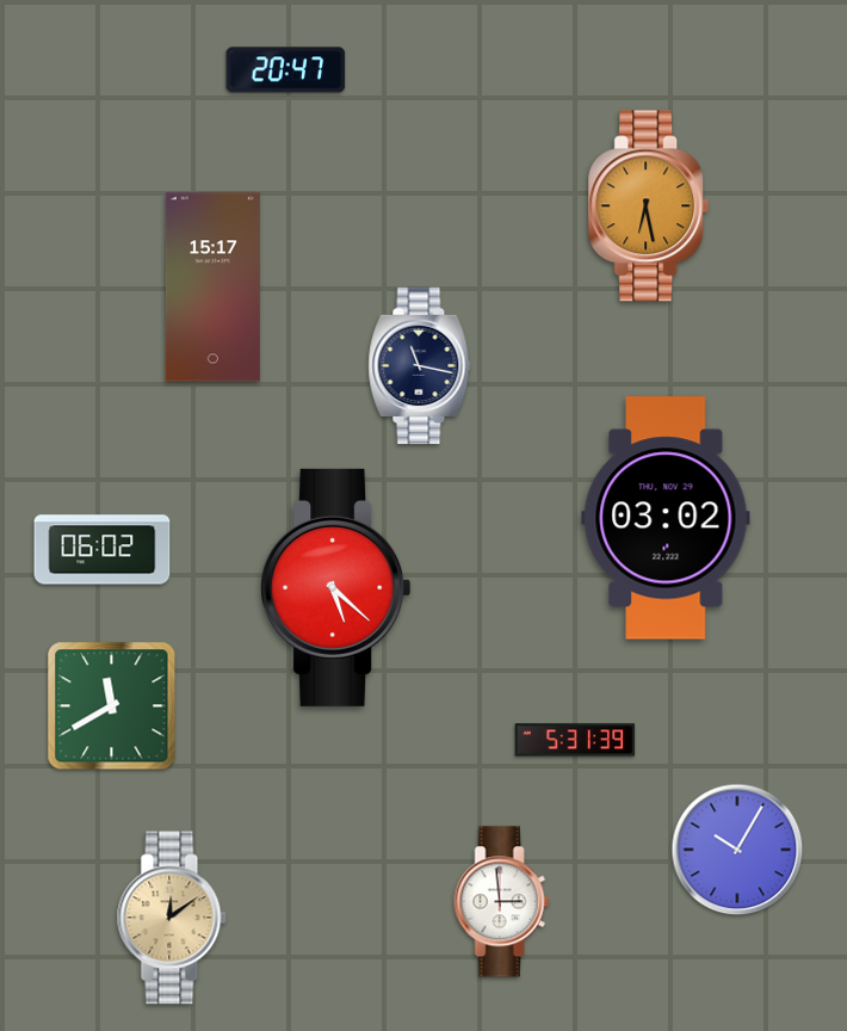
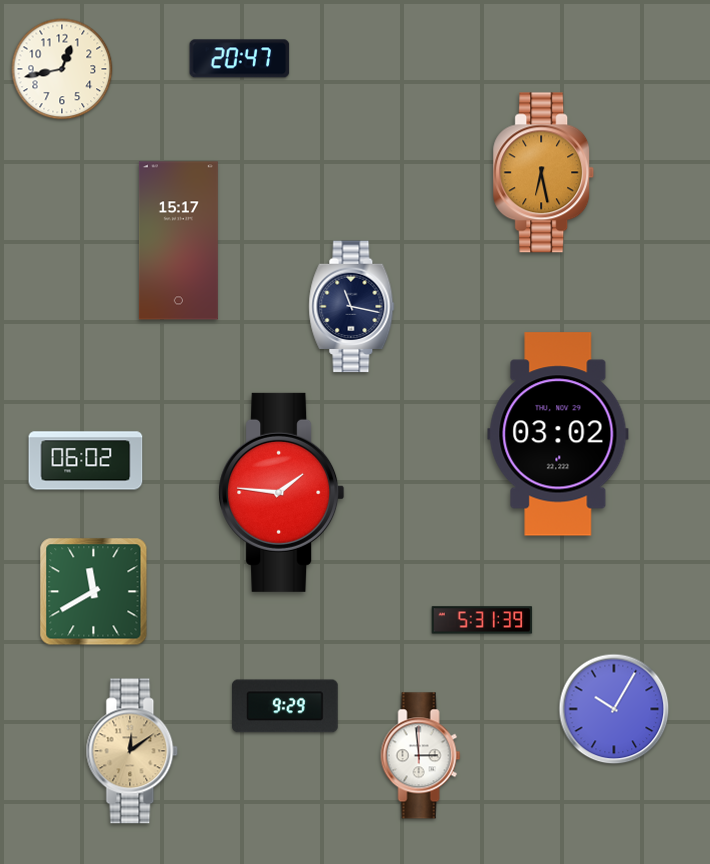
clock at (62, 69): none -> 12:43
clock at (336, 587): 5:22 -> 1:46
clock at (286, 706): none -> 9:29
clock at (737, 850) position: (737, 850) -> (614, 709)
clock at (172, 918) position: (172, 918) -> (132, 751)
